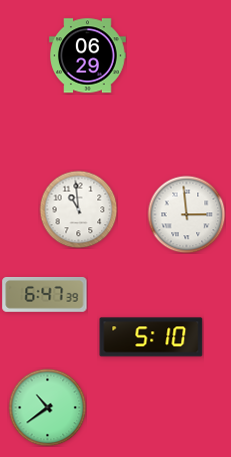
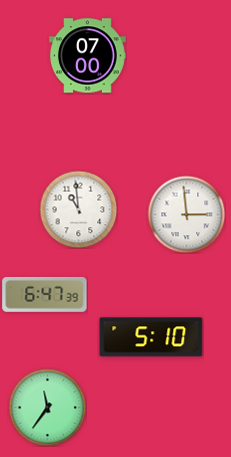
clock at (88, 56): 06:29 -> 07:00
clock at (47, 407): 10:39 -> 11:36
